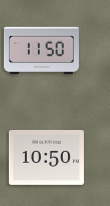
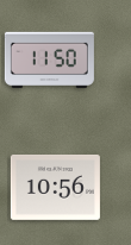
clock at (46, 157): 10:50 -> 10:56
